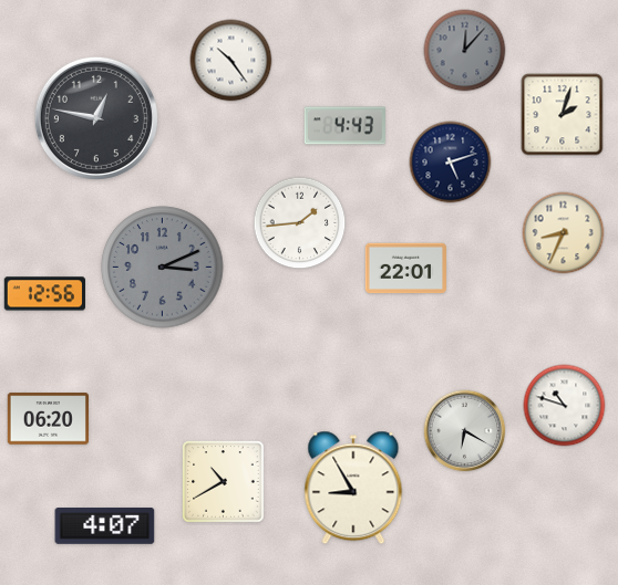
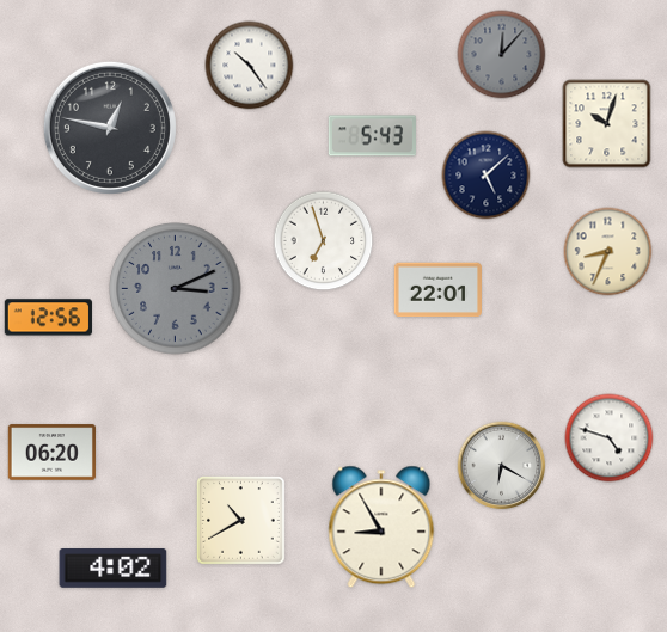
clock at (563, 115): 2:03 -> 10:03
clock at (96, 118) position: (96, 118) -> (110, 128)
clock at (344, 126): 4:43 -> 5:43
clock at (451, 163): 5:12 -> 5:08
clock at (300, 223): 1:44 -> 6:57
clock at (565, 406): 10:48 -> 4:48
clock at (105, 526): 4:07 -> 4:02
